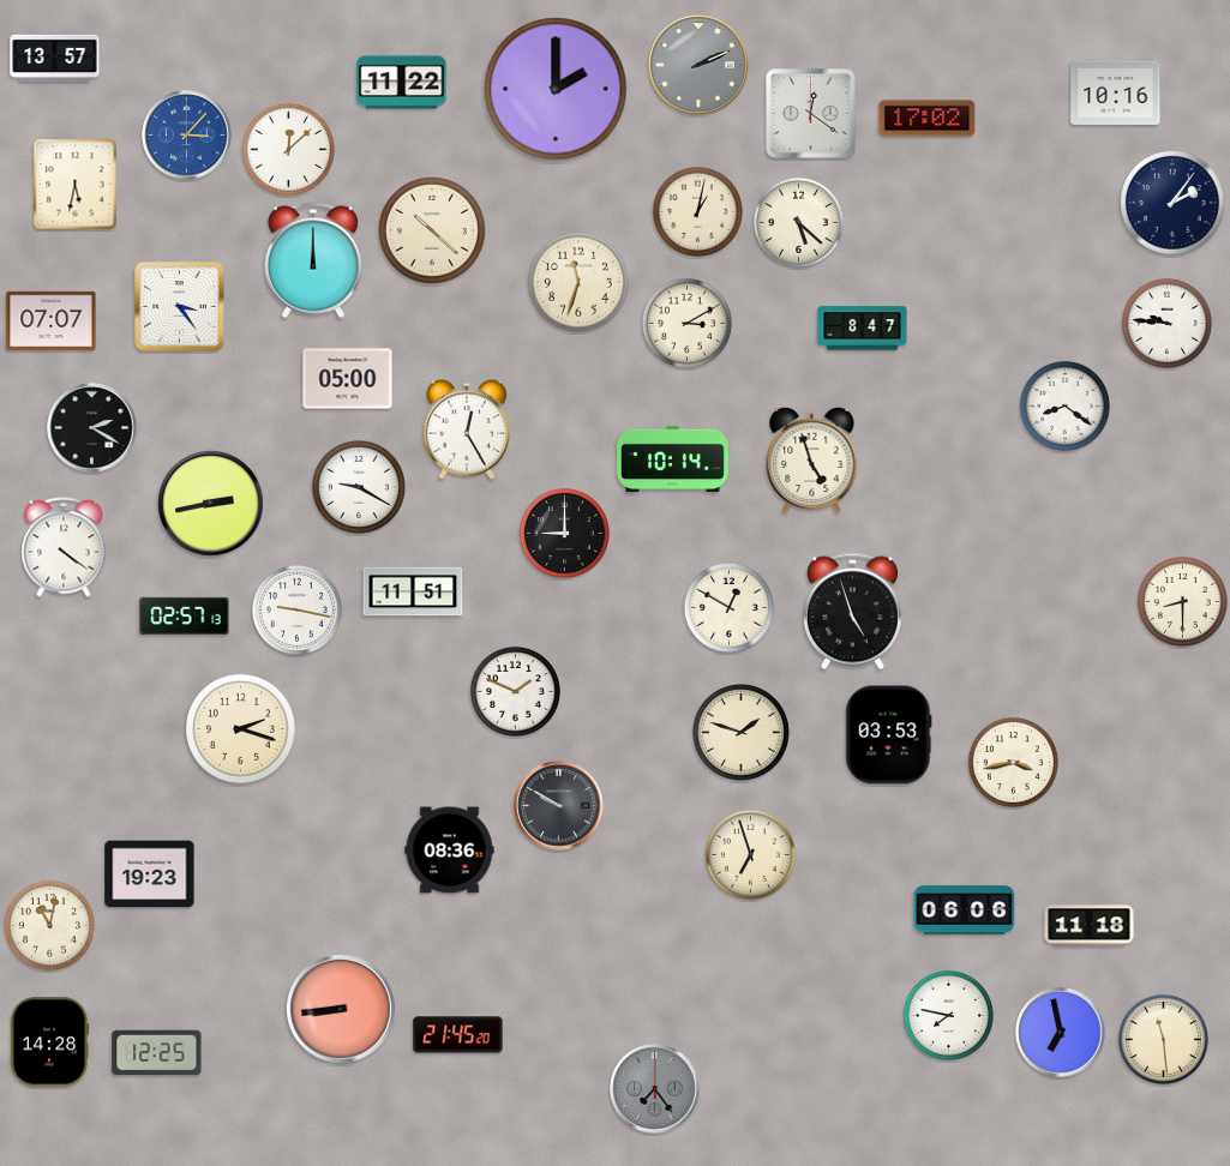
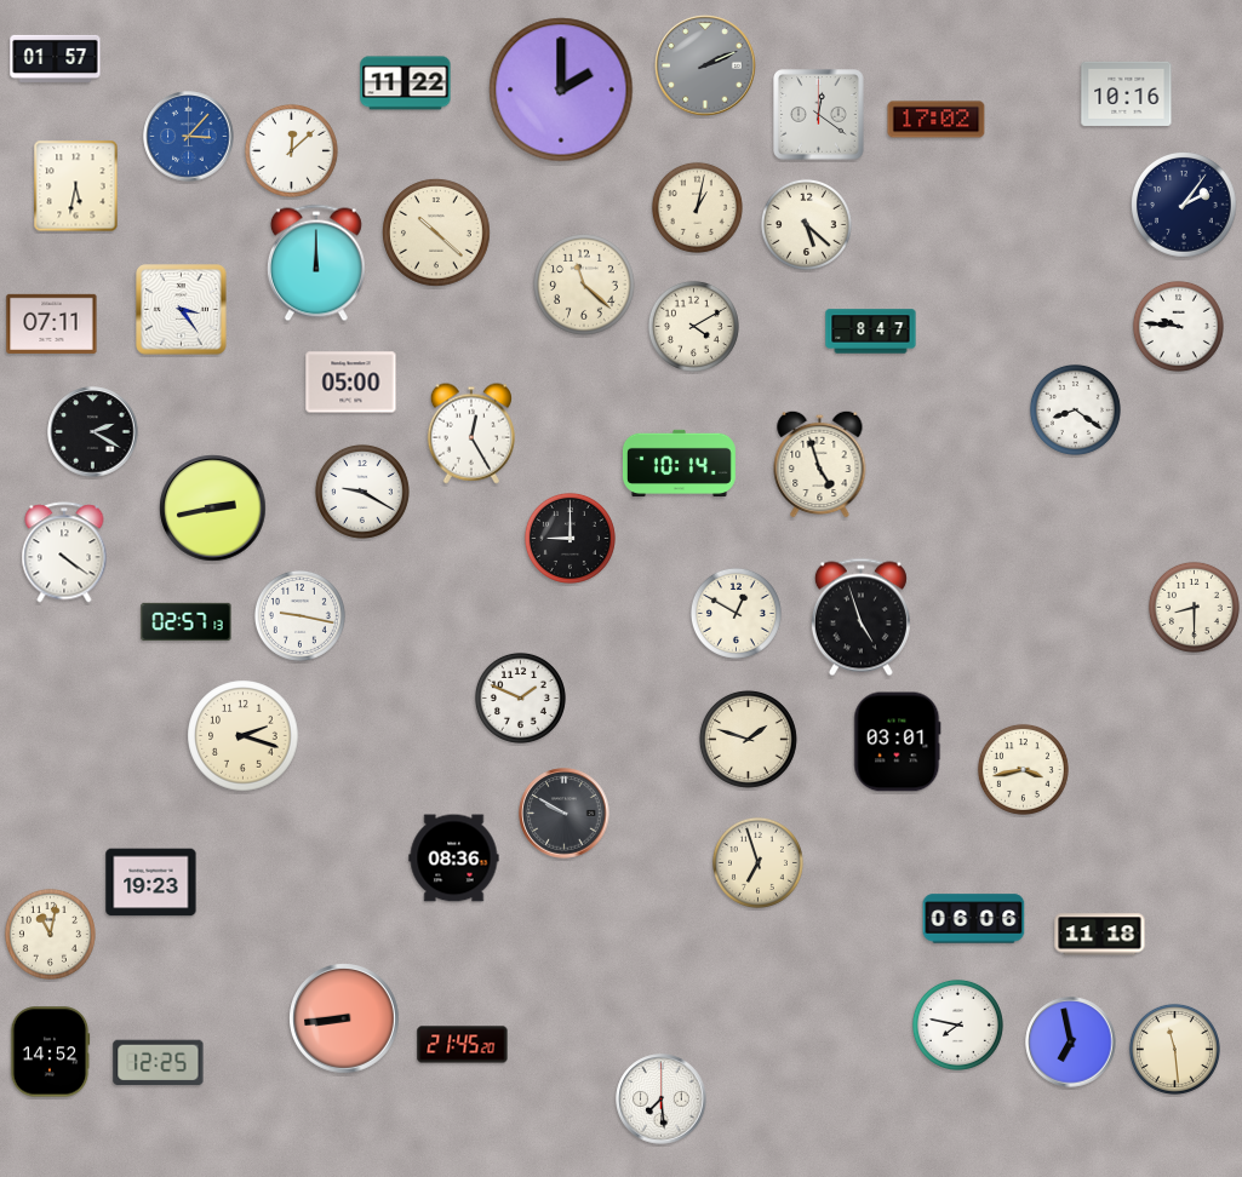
clock at (55, 58): 13:57 -> 01:57
clock at (697, 211) position: (697, 211) -> (697, 207)
clock at (580, 283): 11:33 -> 11:22
clock at (52, 320): 07:07 -> 07:11
clock at (686, 323): 3:10 -> 4:10
clock at (413, 591): 11:51 -> none
clock at (889, 735): 03:53 -> 03:01
clock at (49, 1042): 14:28 -> 14:52
clock at (655, 1089): 7:24 -> 7:29
clock at (655, 1089) dial: grey -> white
